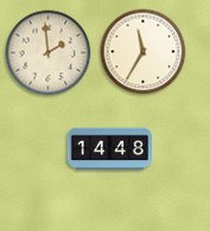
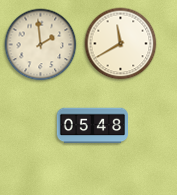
clock at (144, 52): 11:35 -> 11:40
clock at (109, 149): 14:48 -> 05:48
